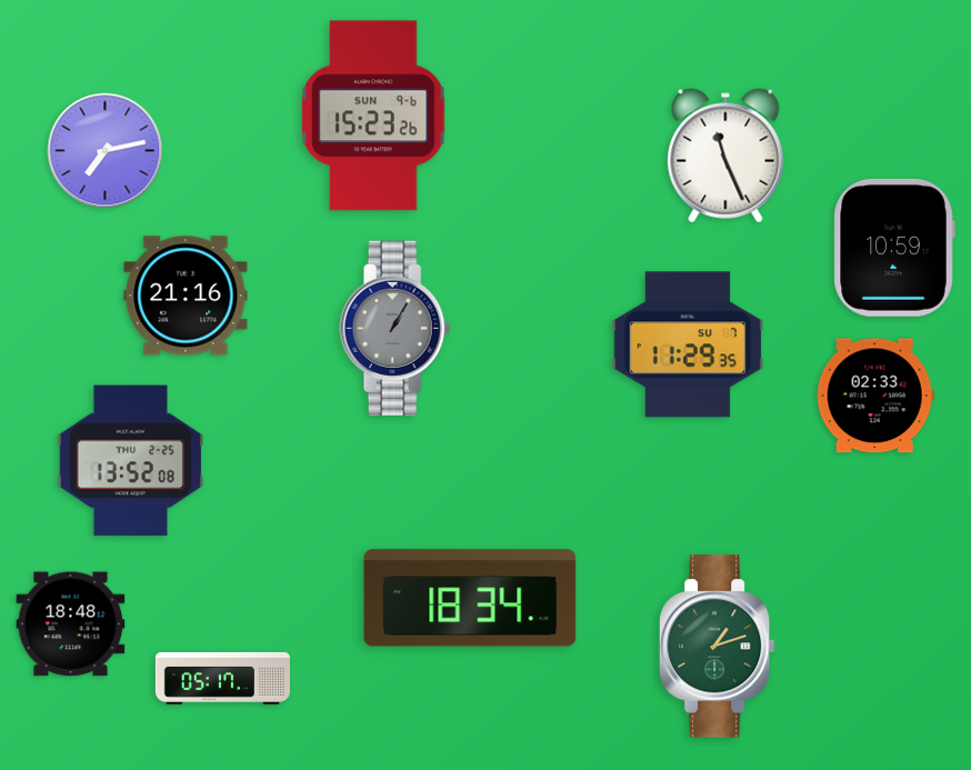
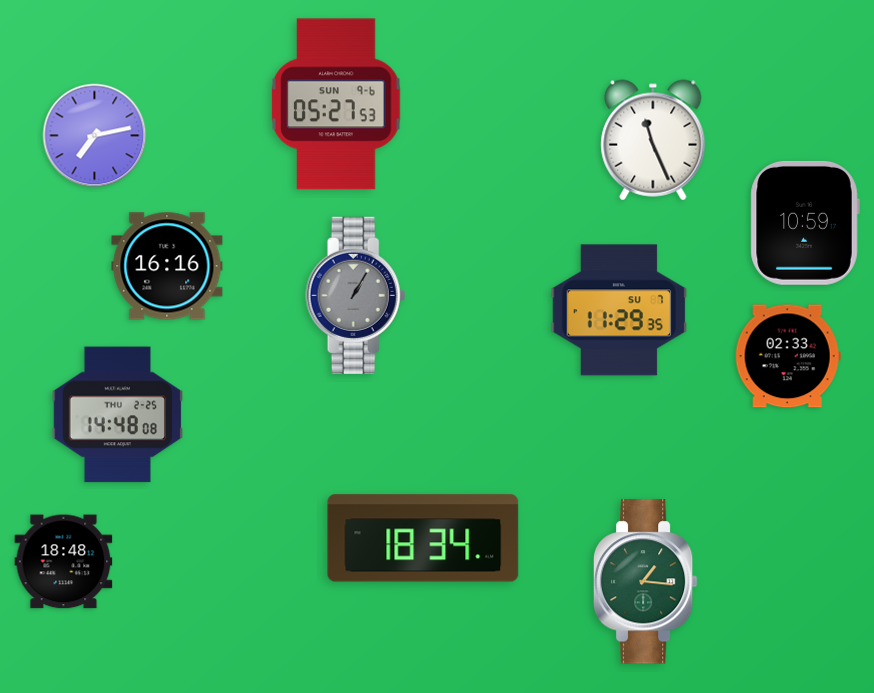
clock at (373, 116): 15:23 -> 05:27
clock at (186, 296): 21:16 -> 16:16
clock at (131, 461): 13:52 -> 14:48
clock at (717, 647): 1:12 -> 1:16
clock at (222, 678): 05:17 -> none
